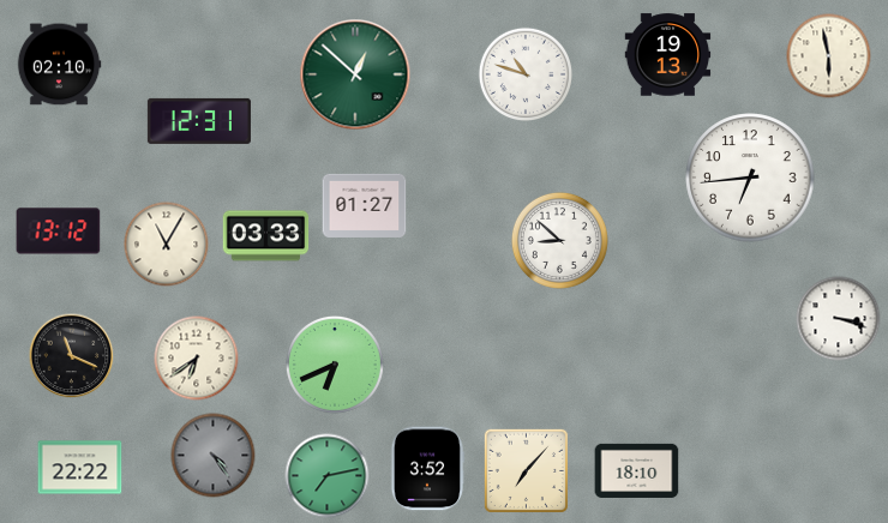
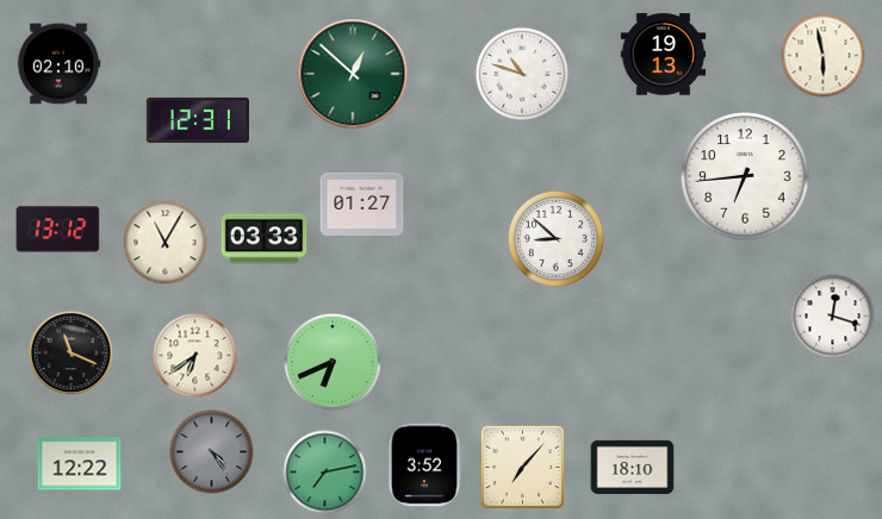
clock at (266, 236) position: (266, 236) -> (265, 239)
clock at (839, 319): 3:18 -> 12:18
clock at (80, 468): 22:22 -> 12:22
